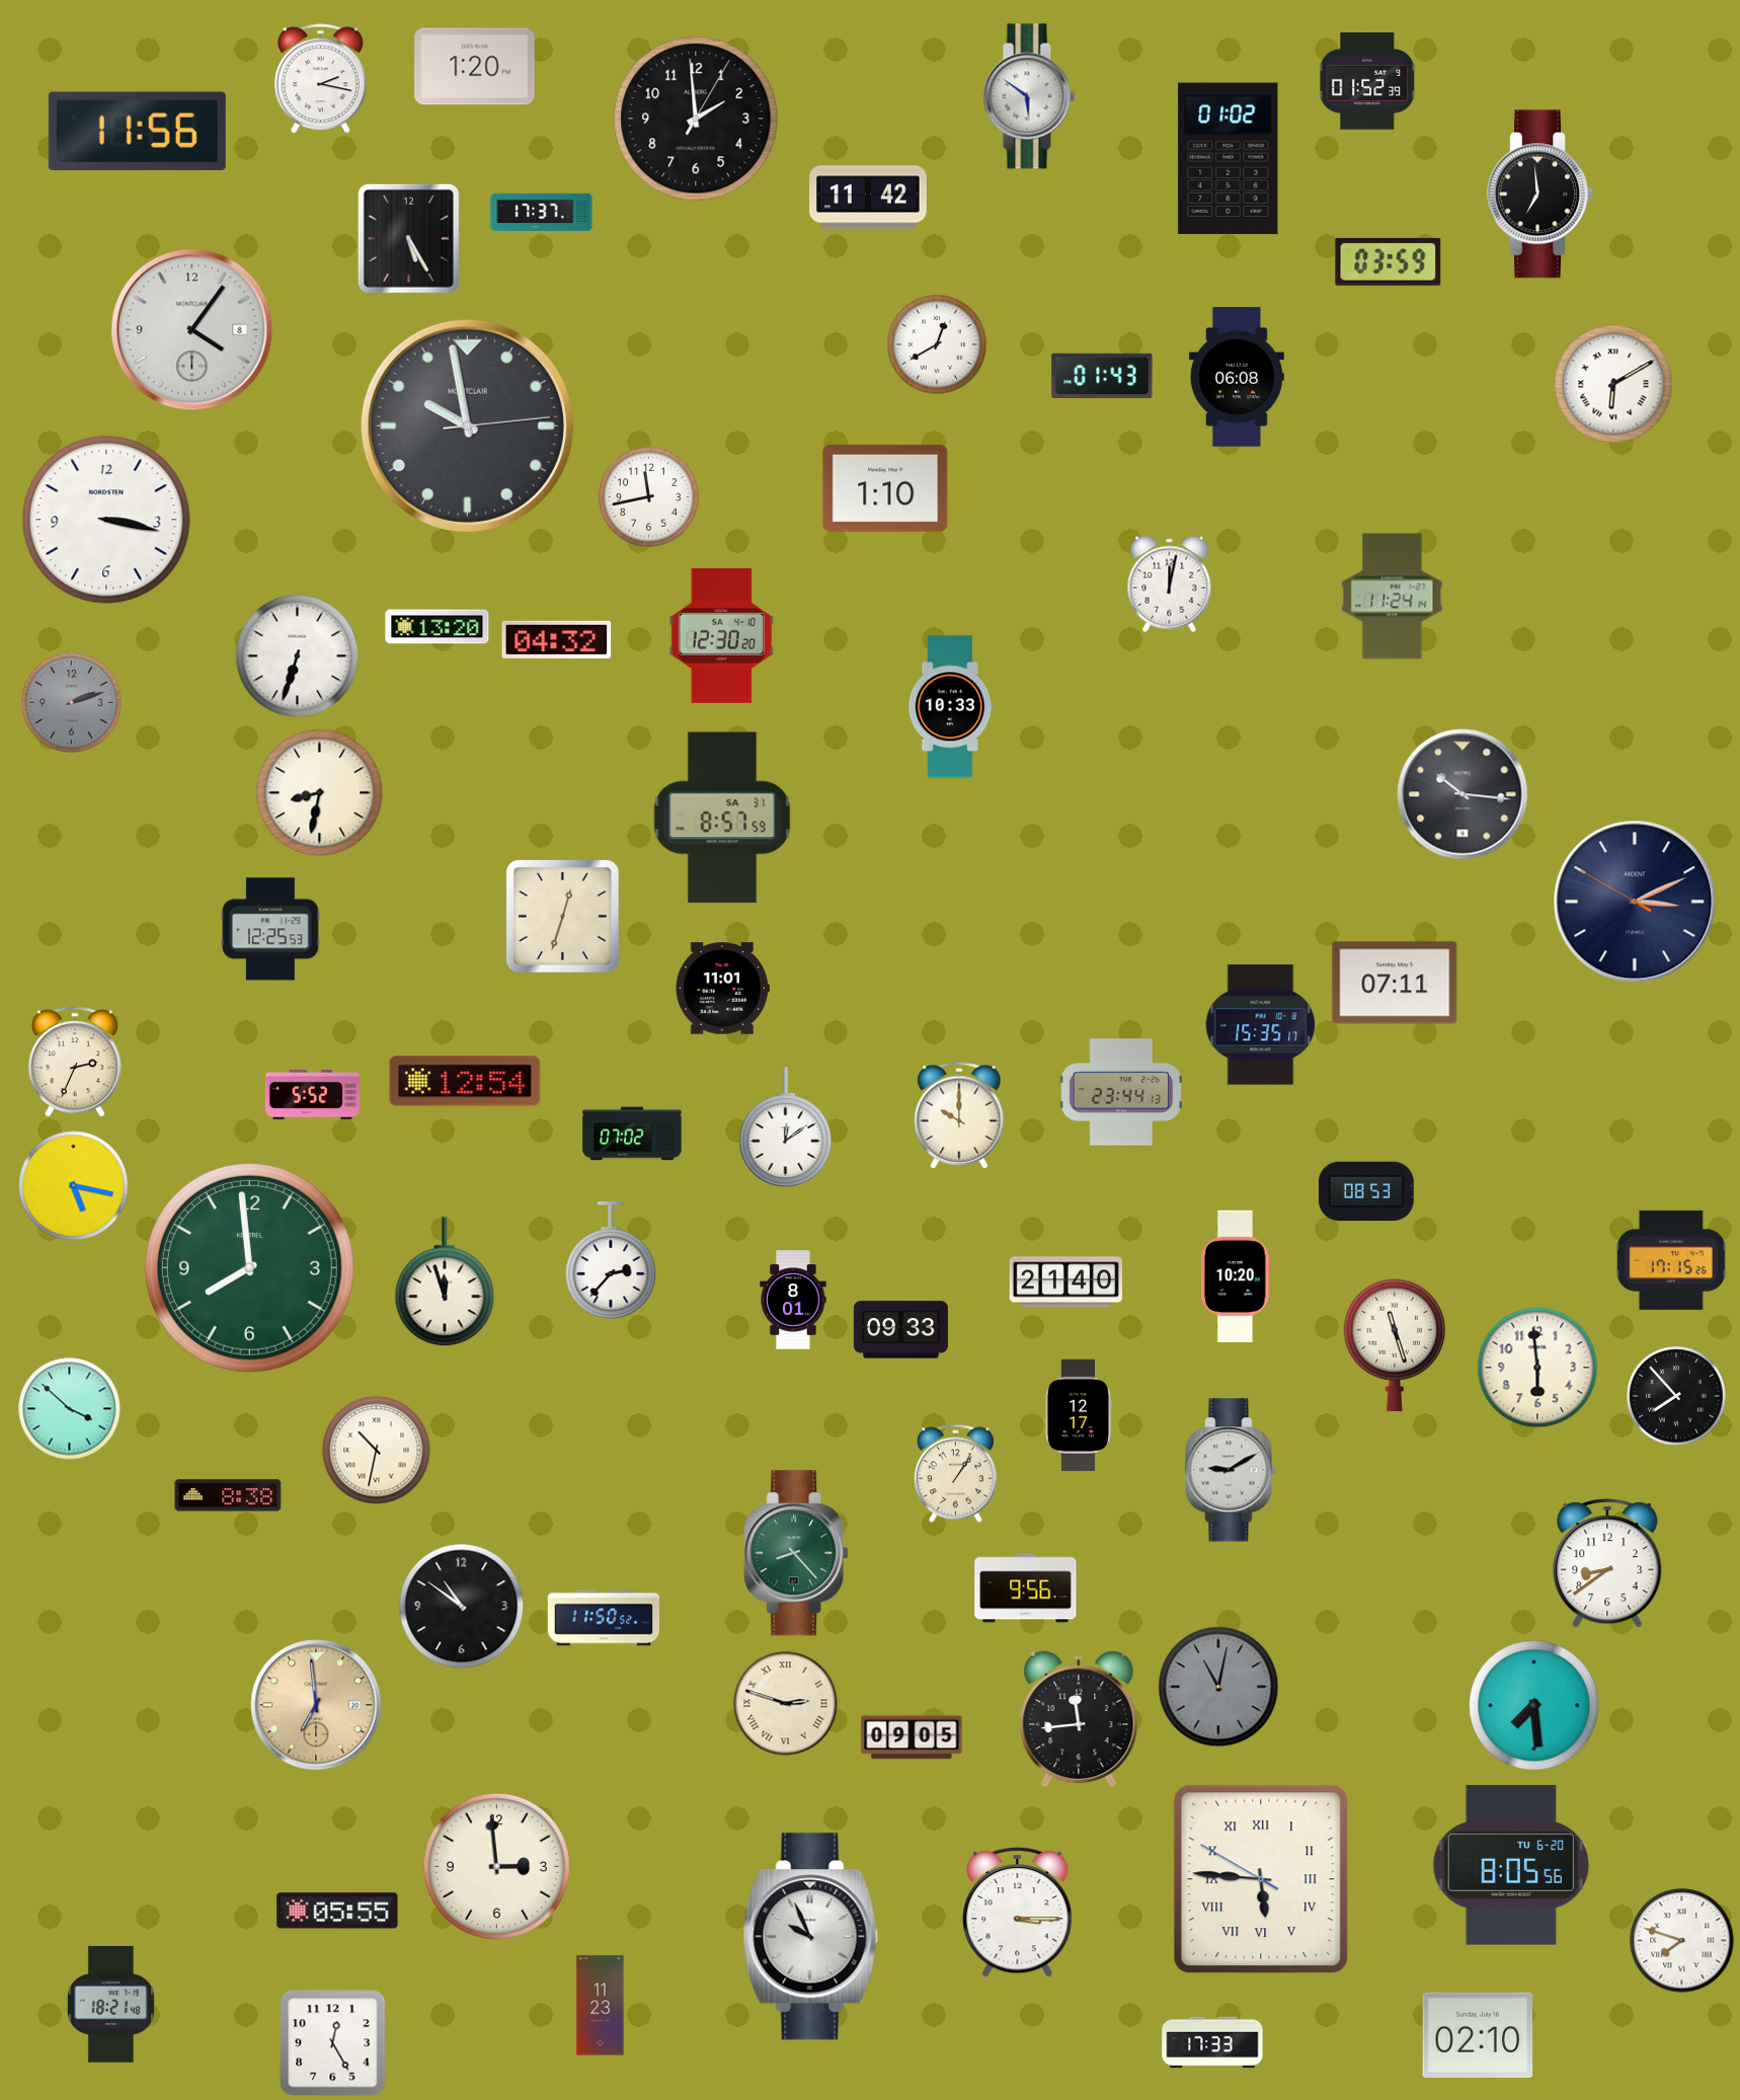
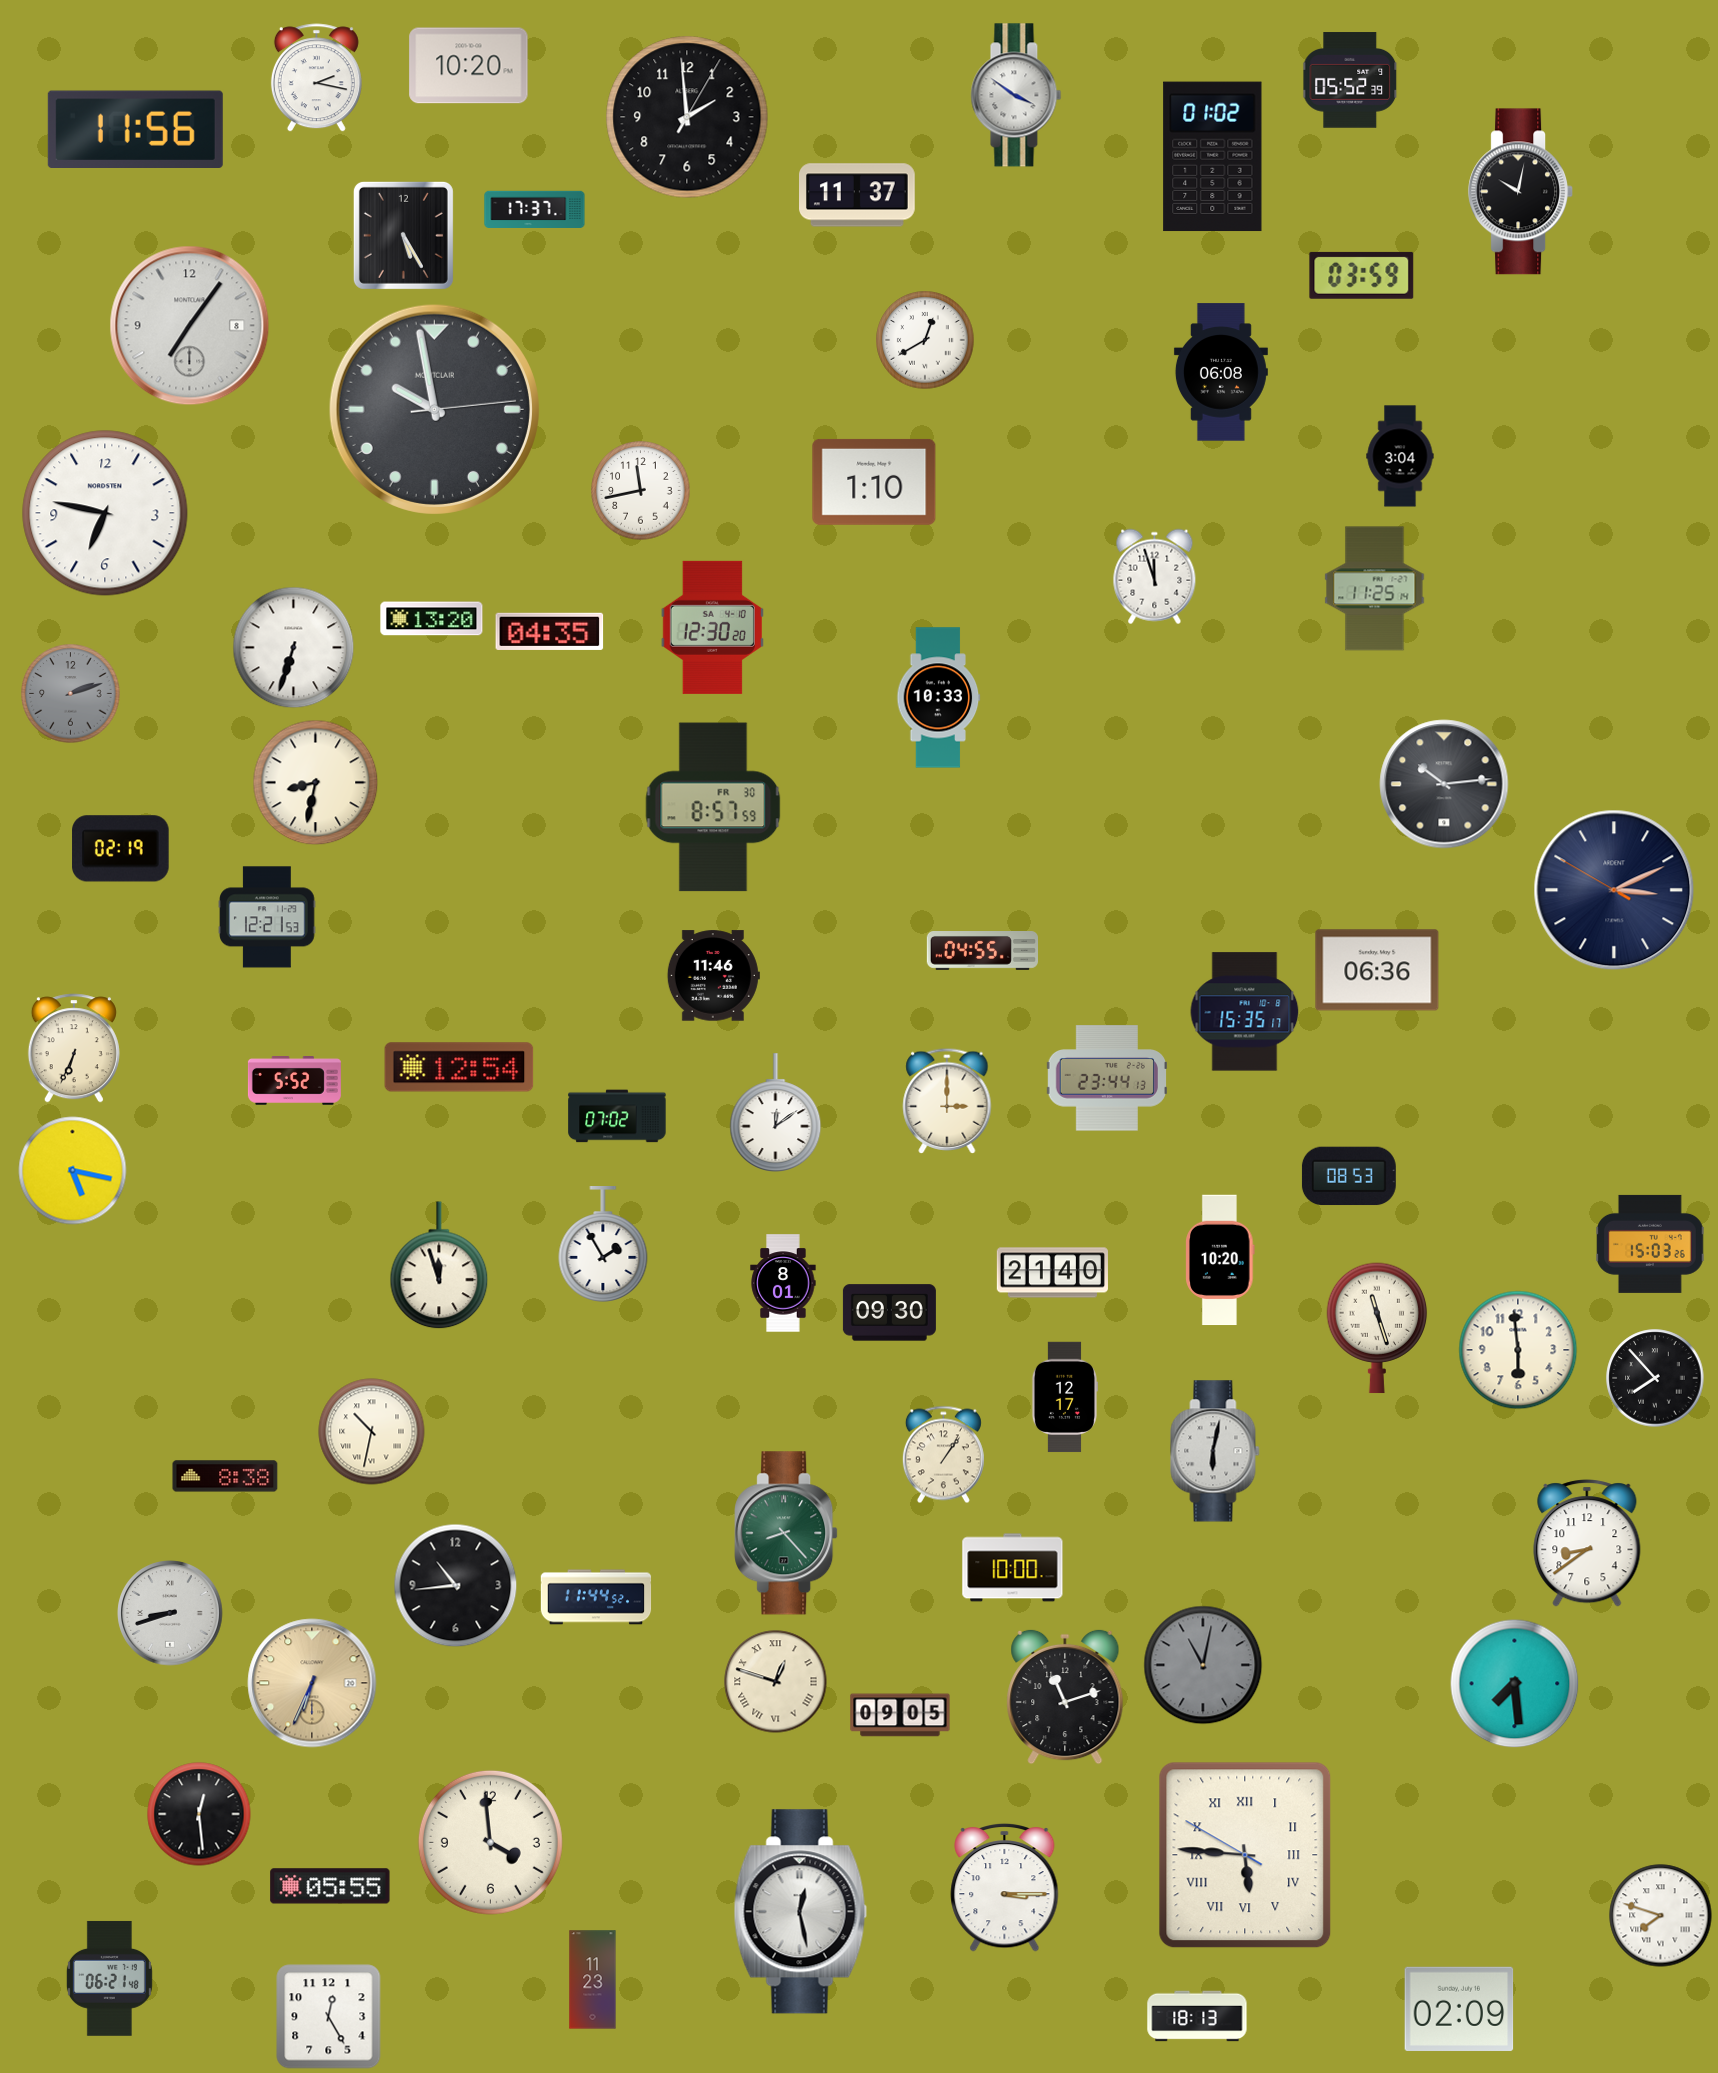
clock at (475, 67): 1:20 -> 10:20
clock at (1368, 81): 01:52 -> 05:52
clock at (1029, 96): 5:51 -> 3:51
clock at (1540, 195): 6:59 -> 10:02
clock at (869, 198): 11:42 -> 11:37
clock at (1389, 261) position: (1389, 261) -> (1362, 275)
clock at (192, 330): 4:06 -> 7:06
clock at (1102, 376): 01:43 -> none
clock at (1613, 384): 6:10 -> none
clock at (467, 425) position: (467, 425) -> (434, 409)
clock at (1400, 456): none -> 3:04
clock at (106, 520): 3:17 -> 6:47
clock at (1170, 585): 12:02 -> 11:57
clock at (1393, 597): 11:24 -> 11:25
clock at (557, 639): 04:32 -> 04:35
clock at (1462, 794): 10:16 -> 10:14
clock at (722, 818) date: SA 31 -> FR 30
clock at (121, 849): none -> 02:19
clock at (562, 916): 12:33 -> none
clock at (270, 929): 12:25 -> 12:21
clock at (982, 951): none -> 04:55
clock at (1395, 983): 07:11 -> 06:36
clock at (722, 989): 11:01 -> 11:46
clock at (75, 1062): 2:34 -> 6:34
clock at (312, 1095) position: (312, 1095) -> (294, 1081)
clock at (959, 1115): 10:00 -> 3:00
clock at (632, 1134) position: (632, 1134) -> (617, 1116)
clock at (1671, 1260): 17:15 -> 15:03
clock at (611, 1261): 2:37 -> 1:55
clock at (249, 1267): 7:59 -> none
clock at (1065, 1282) position: (1065, 1282) -> (1052, 1273)
clock at (900, 1330): 09:33 -> 09:30
clock at (70, 1409): 3:52 -> none
clock at (1231, 1470): 9:10 -> 6:02
clock at (1026, 1588): 9:56 -> 10:00
clock at (462, 1607): 10:51 -> 10:44
clock at (604, 1618): 11:50 -> 11:44
clock at (170, 1613): none -> 8:42
clock at (786, 1704): 2:48 -> 12:48
clock at (316, 1705): 6:59 -> 6:34
clock at (1079, 1719): 11:44 -> 11:12
clock at (199, 1814): none -> 12:29
clock at (496, 1866): 2:59 -> 3:59
clock at (1510, 1866): 8:05 -> none
clock at (337, 1911) position: (337, 1911) -> (330, 1886)
clock at (810, 1937): 9:56 -> 12:28
clock at (110, 2004): 18:21 -> 06:21
clock at (1478, 2035): 02:10 -> 02:09
clock at (1212, 2042): 17:33 -> 18:13
